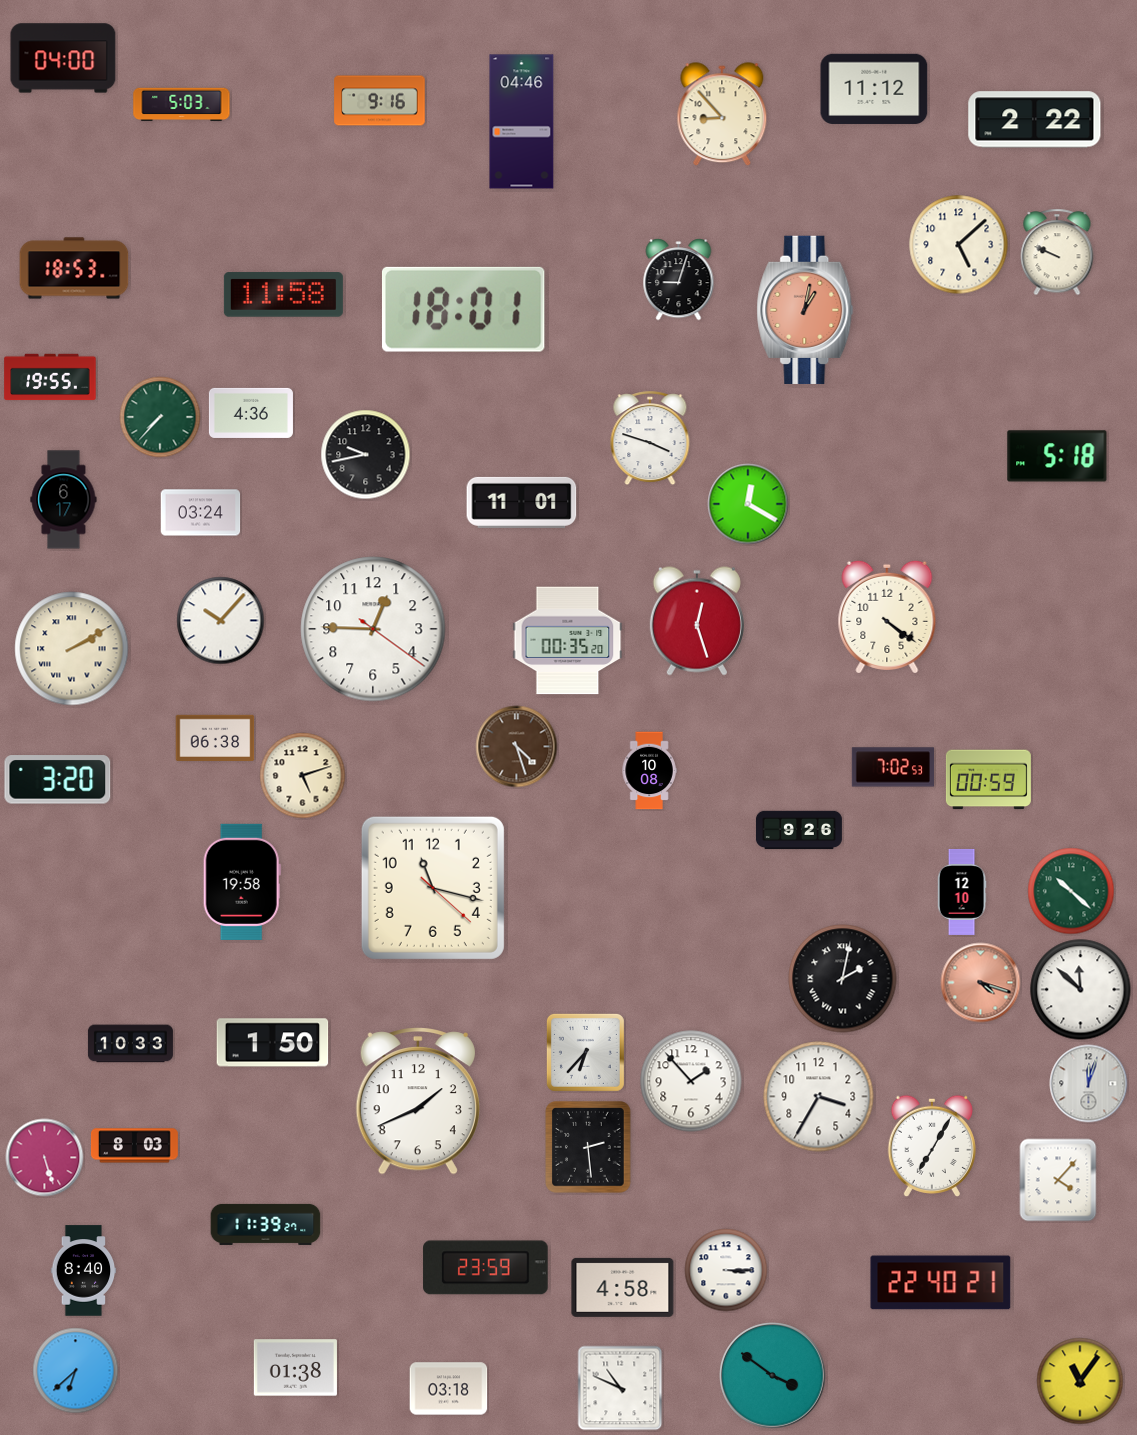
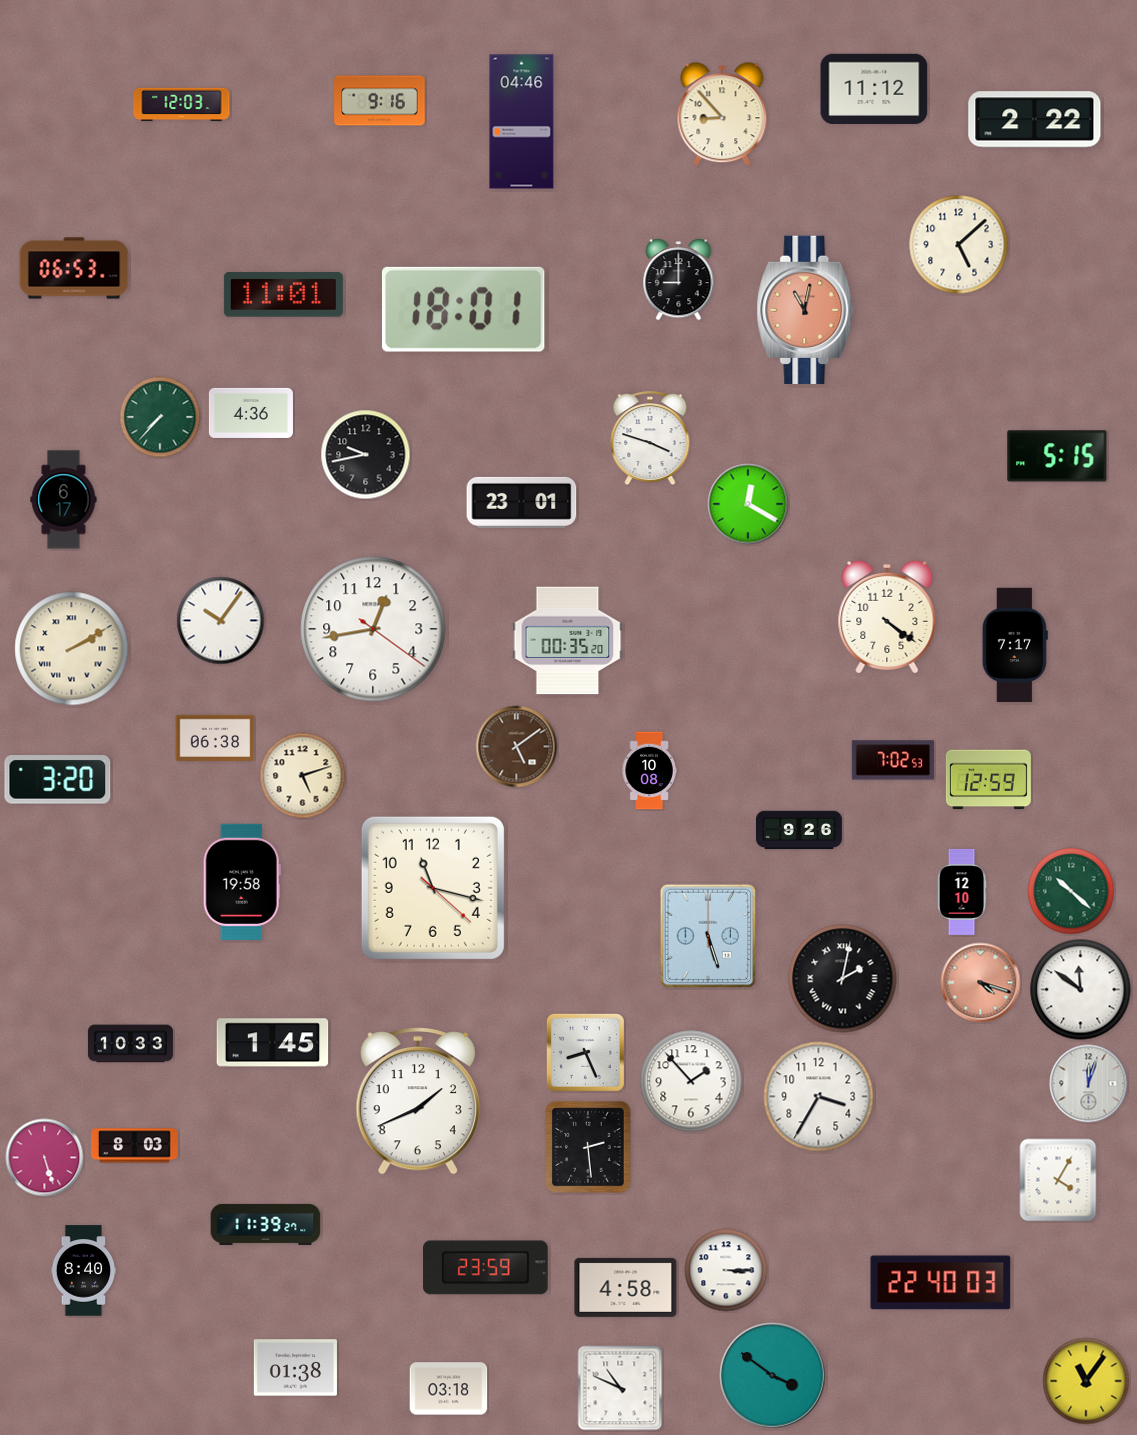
clock at (63, 58): 04:00 -> none
clock at (182, 105): 5:03 -> 12:03
clock at (1057, 252): 9:49 -> none
clock at (74, 268): 18:53 -> 06:53
clock at (679, 280): 9:03 -> 9:00
clock at (283, 295): 11:58 -> 11:01
clock at (805, 310): 1:02 -> 11:02
clock at (50, 377): 19:55 -> none
clock at (1057, 456): 5:18 -> 5:15
clock at (522, 502): 11:01 -> 23:01
clock at (201, 513): 03:24 -> none
clock at (221, 621): 10:07 -> 10:06
clock at (697, 621): 12:27 -> none
clock at (373, 629): 12:45 -> 12:43
clock at (1015, 645): none -> 7:17
clock at (517, 747): 4:27 -> 5:09
clock at (893, 767) position: (893, 767) -> (893, 760)
clock at (988, 780): 00:59 -> 12:59
clock at (708, 936): none -> 5:27
clock at (1081, 990): 11:52 -> 11:51
clock at (273, 1043): 1:50 -> 1:45
clock at (585, 1052): 6:37 -> 8:26
clock at (932, 1145): 7:05 -> none
clock at (1058, 1180): 4:07 -> 4:05
clock at (941, 1283): 22:40:21 -> 22:40:03
clock at (623, 1287) position: (623, 1287) -> (626, 1287)
clock at (76, 1371): 6:38 -> none
clock at (1080, 1381) position: (1080, 1381) -> (1086, 1381)
